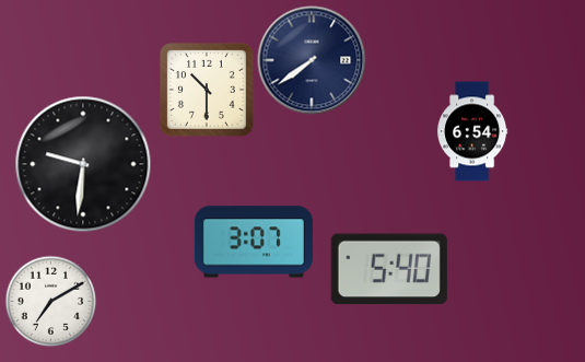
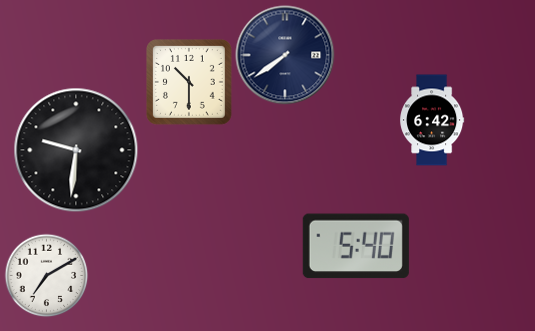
clock at (473, 131): 6:54 -> 6:42
clock at (254, 242): 3:07 -> none
